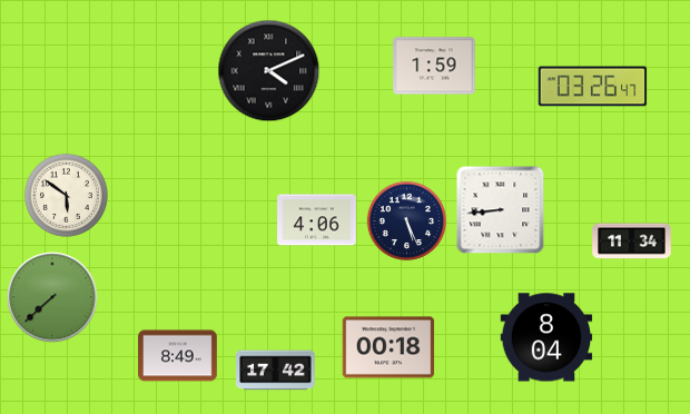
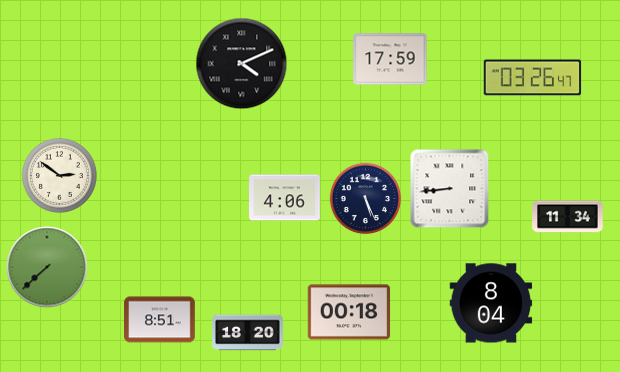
clock at (434, 66): 1:59 -> 17:59
clock at (66, 195): 5:51 -> 2:51
clock at (178, 356): 8:49 -> 8:51
clock at (276, 371): 17:42 -> 18:20
